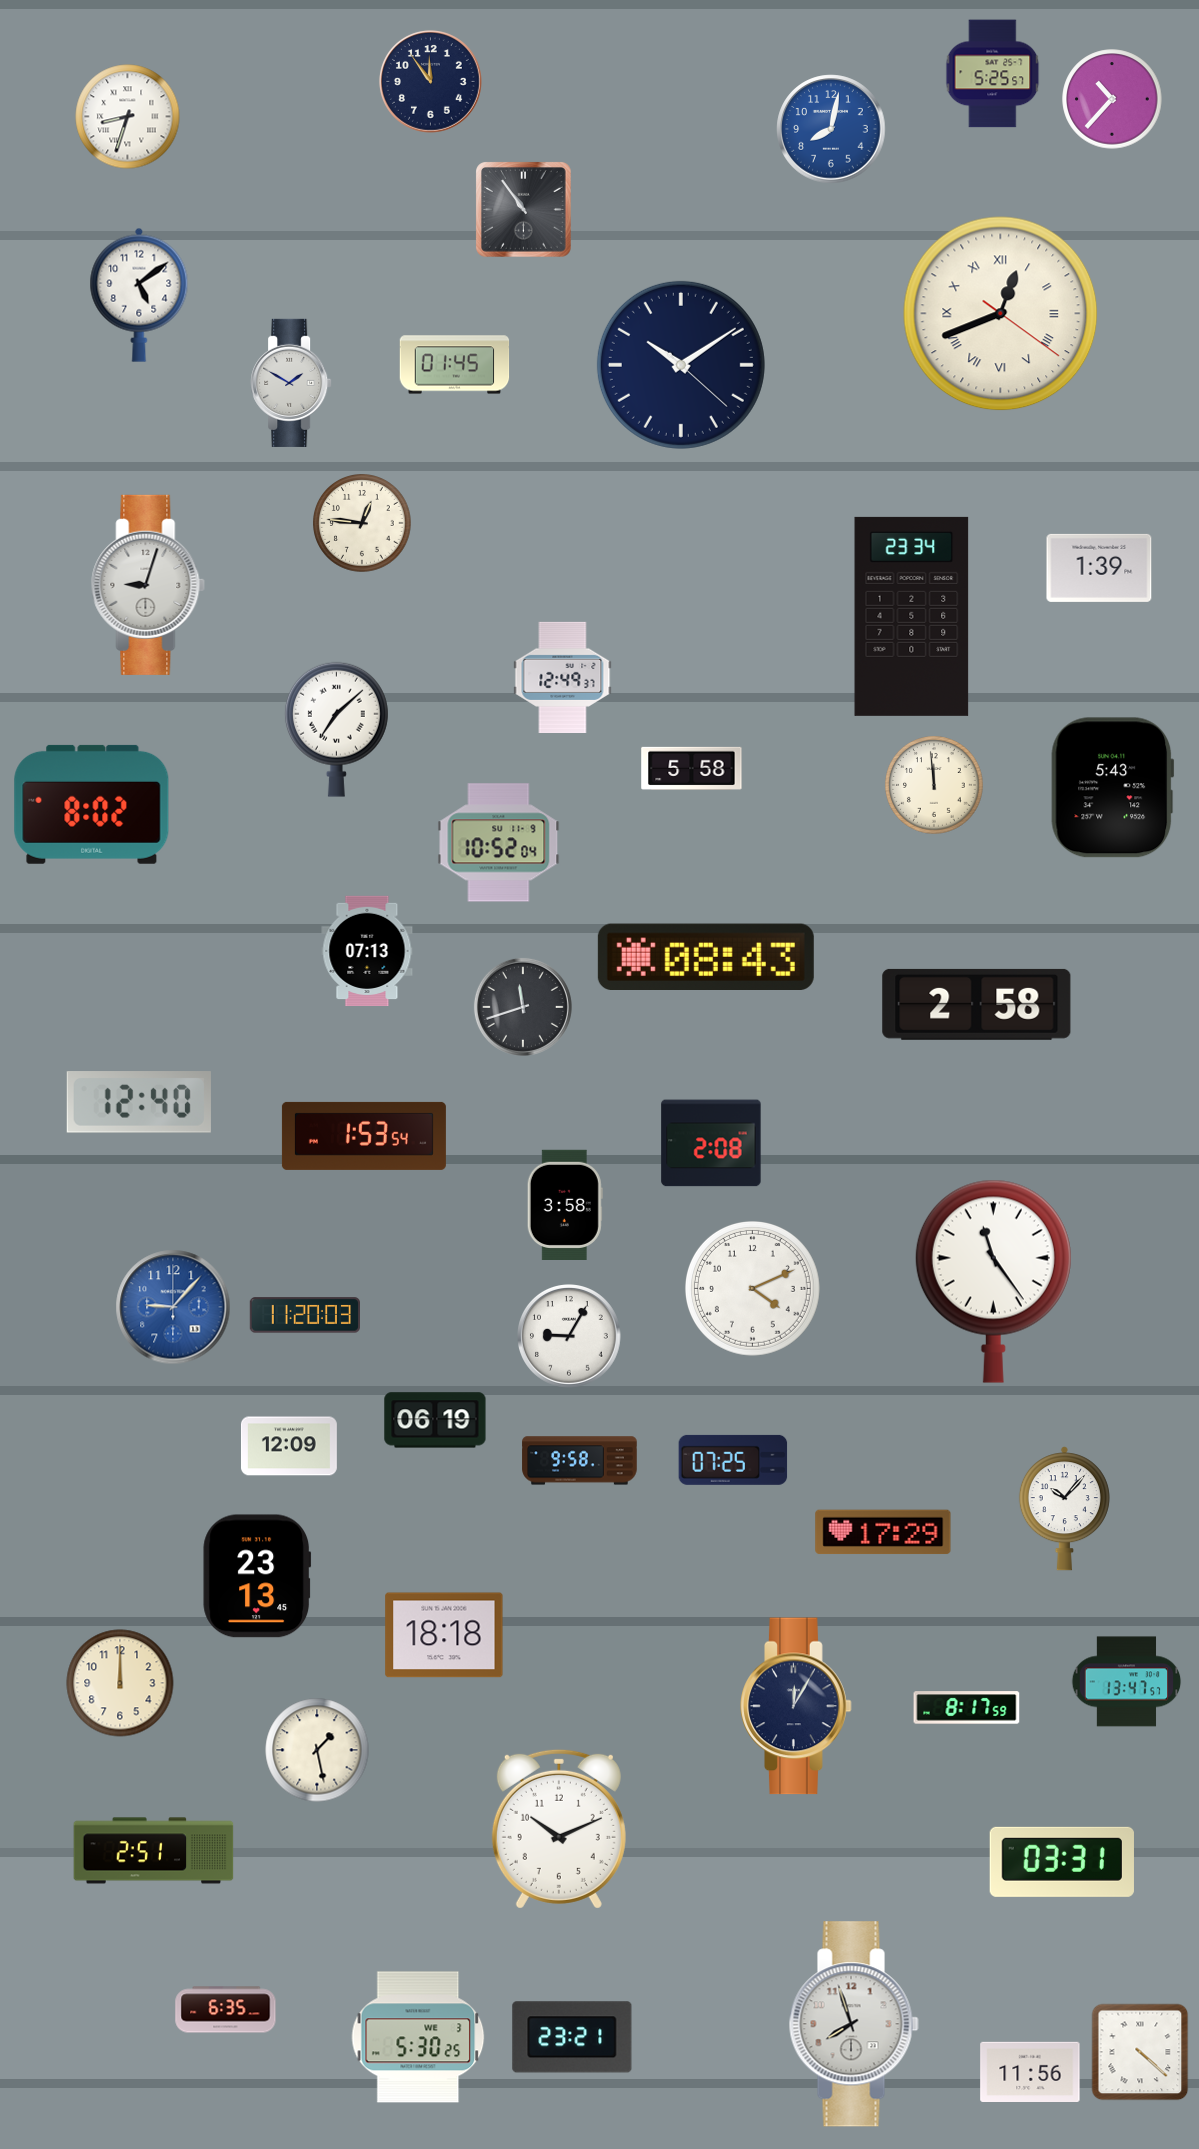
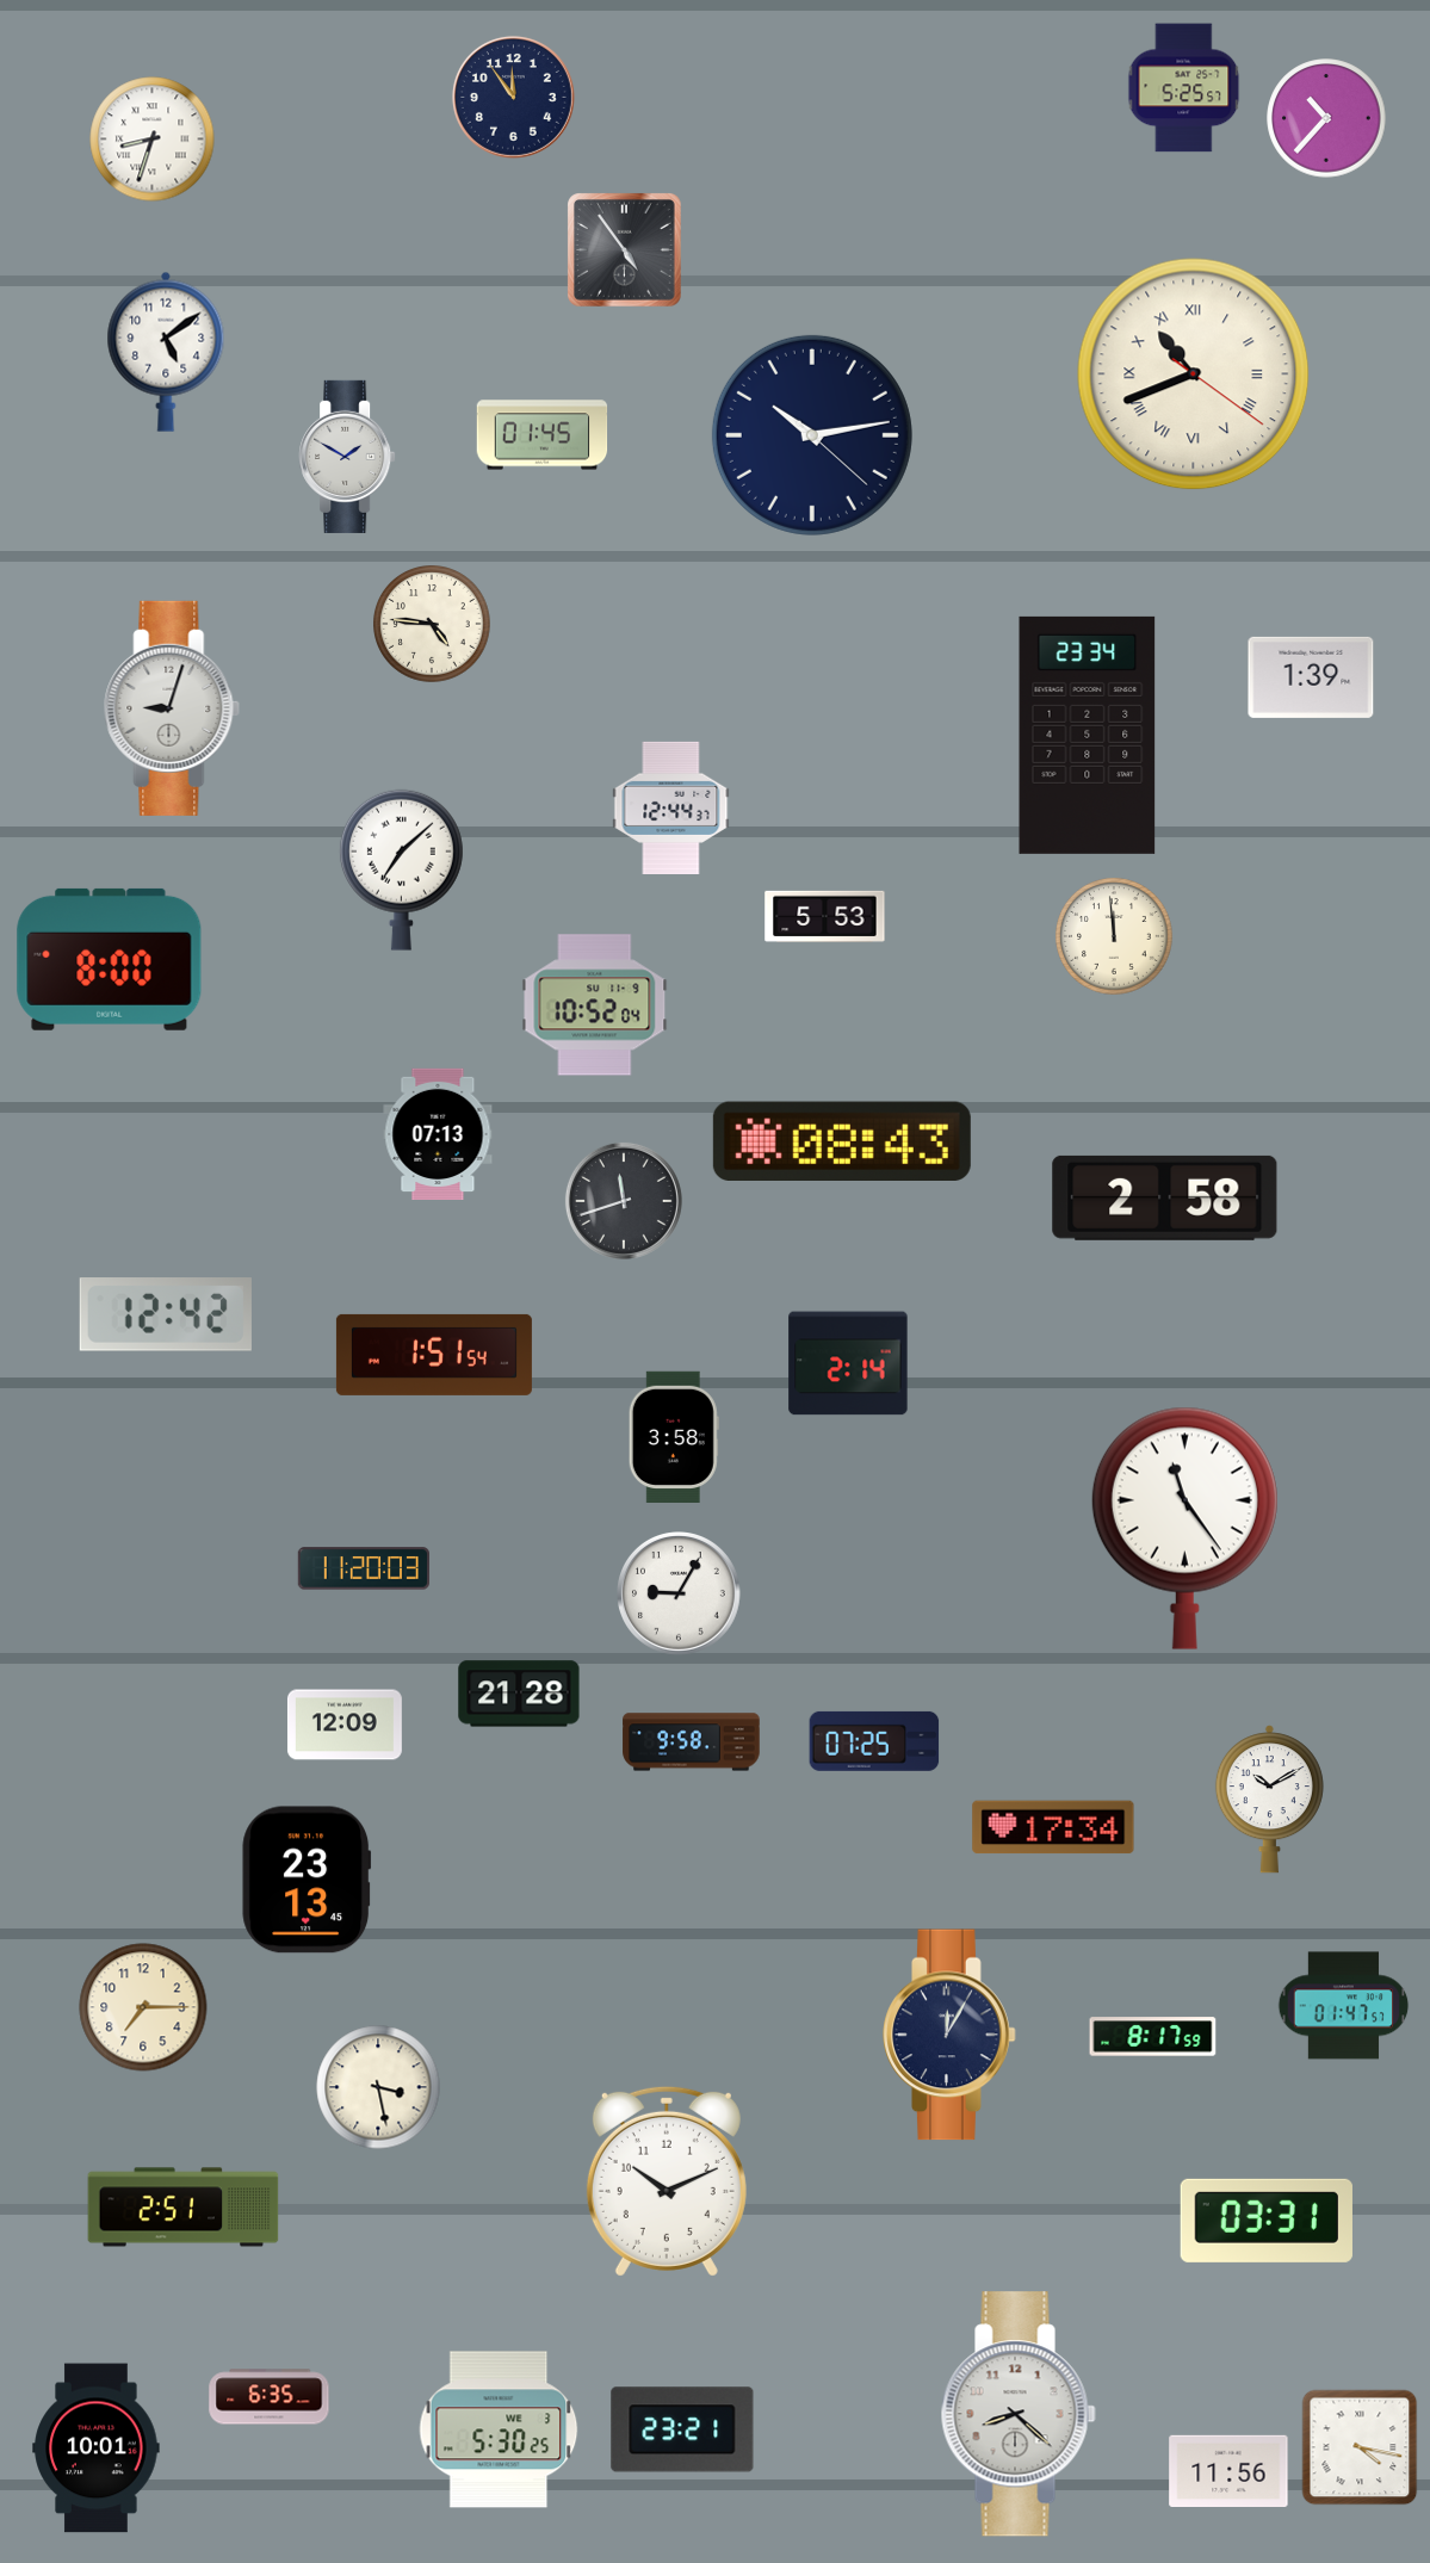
clock at (831, 129): 8:02 -> none
clock at (524, 210): 10:54 -> 4:54
clock at (1001, 314): 12:41 -> 10:41
clock at (681, 365): 10:09 -> 10:13
clock at (362, 523): 12:46 -> 4:46
clock at (148, 585) position: (148, 585) -> (172, 708)
clock at (563, 677): 12:49 -> 12:44
clock at (692, 768): 5:58 -> 5:53
clock at (1113, 788): 5:43 -> none
clock at (92, 804): 8:02 -> 8:00
clock at (139, 1102): 12:40 -> 12:42
clock at (364, 1136): 1:53 -> 1:51
clock at (711, 1143): 2:08 -> 2:14
clock at (752, 1288): 4:11 -> none
clock at (173, 1307): 9:07 -> none
clock at (435, 1420): 06:19 -> 21:28
clock at (1064, 1509): 10:07 -> 10:10
clock at (883, 1532): 17:29 -> 17:34
clock at (444, 1635): 18:18 -> none
clock at (1127, 1682): 13:47 -> 01:47
clock at (120, 1683): 12:00 -> 7:15
clock at (317, 1750): 1:28 -> 3:28
clock at (854, 2024): 7:57 -> 8:22
clock at (1140, 2052): 4:22 -> 4:17
clock at (97, 2449): none -> 10:01
